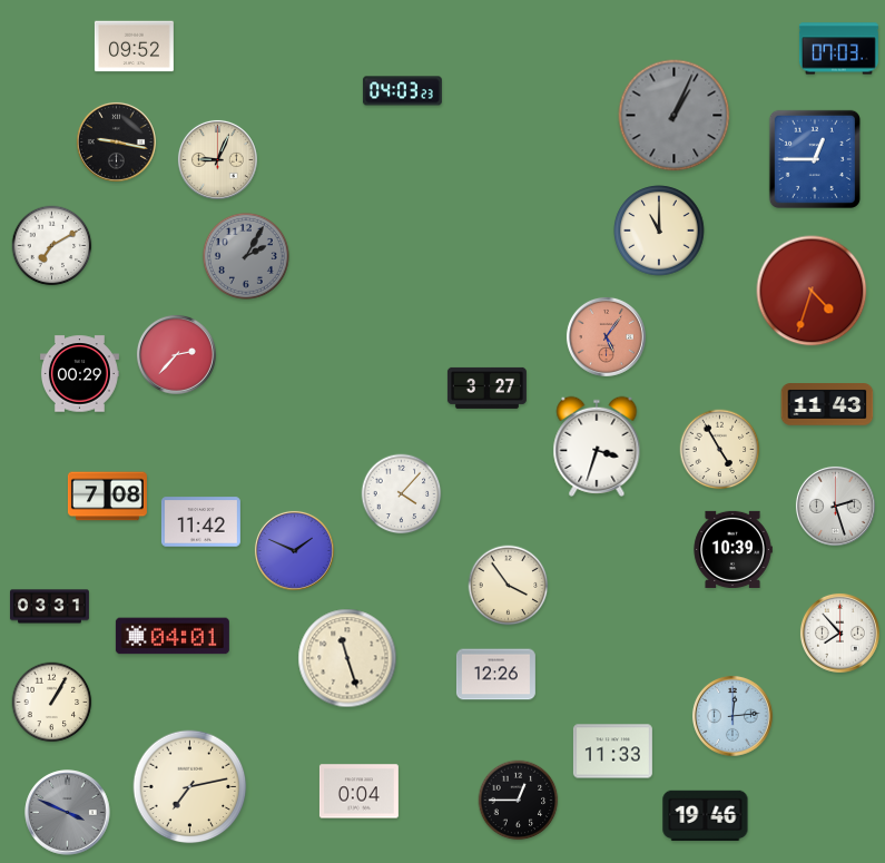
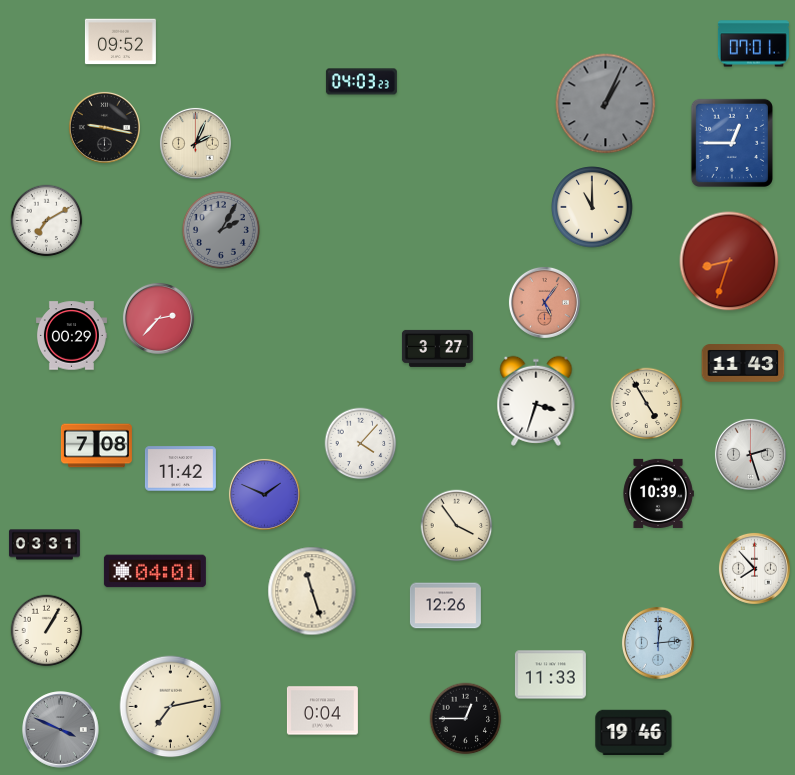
clock at (838, 49): 07:03 -> 07:01
clock at (217, 159): 9:04 -> 2:04
clock at (812, 291): 4:33 -> 8:33
